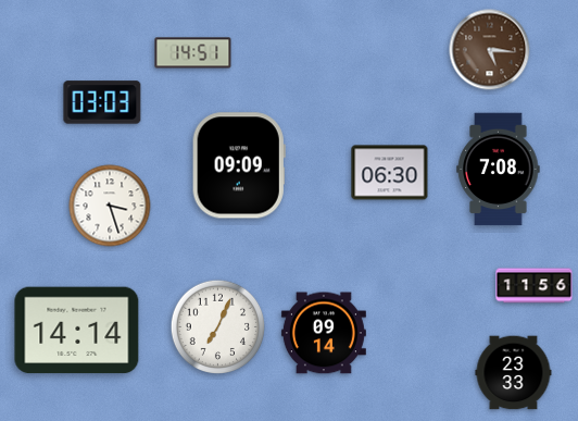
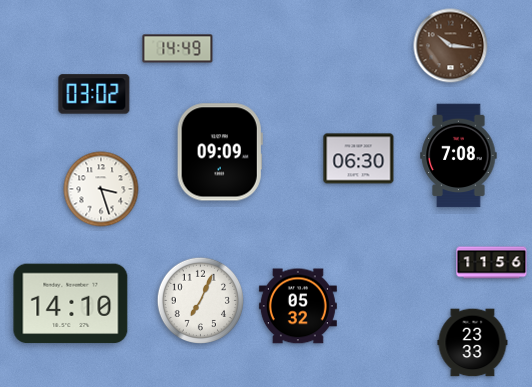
clock at (490, 50): 5:16 -> 10:16
clock at (193, 53): 14:51 -> 14:49
clock at (102, 102): 03:03 -> 03:02
clock at (77, 331): 14:14 -> 14:10
clock at (324, 333): 09:14 -> 05:32
